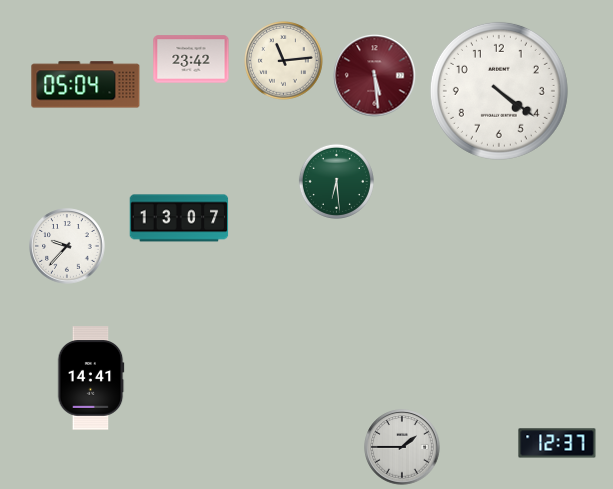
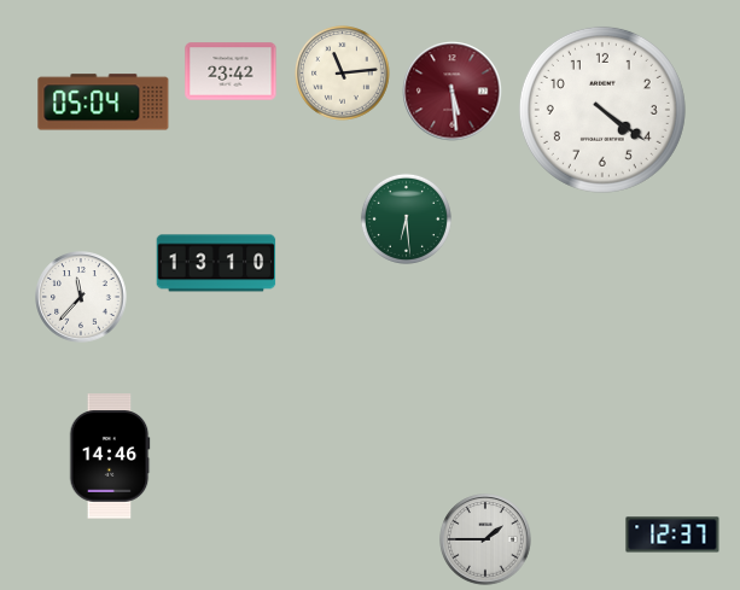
clock at (179, 218): 13:07 -> 13:10
clock at (67, 246): 9:37 -> 11:37
clock at (91, 378): 14:41 -> 14:46
